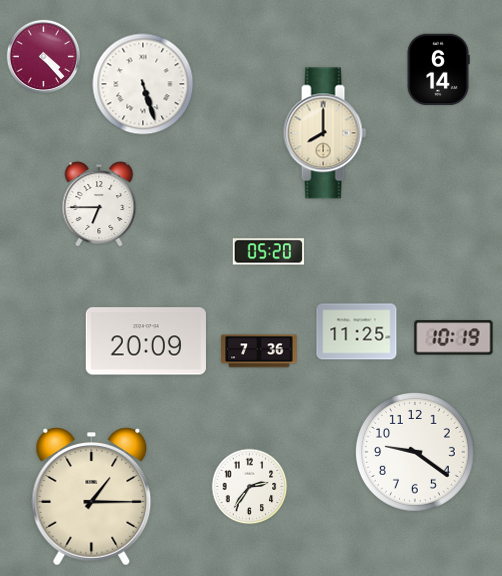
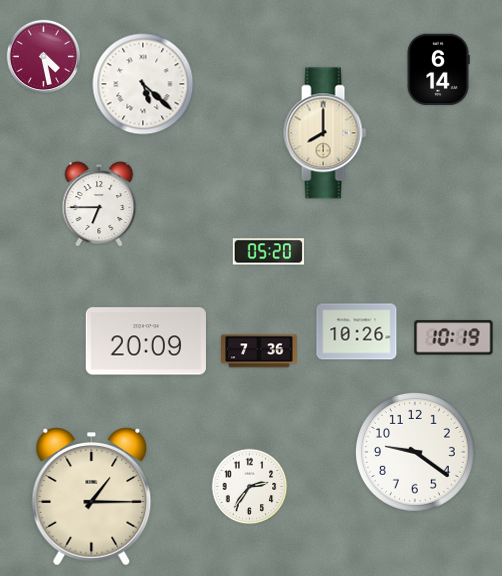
clock at (44, 57): 4:23 -> 4:28
clock at (143, 84): 5:27 -> 5:22
clock at (357, 332): 11:25 -> 10:26
